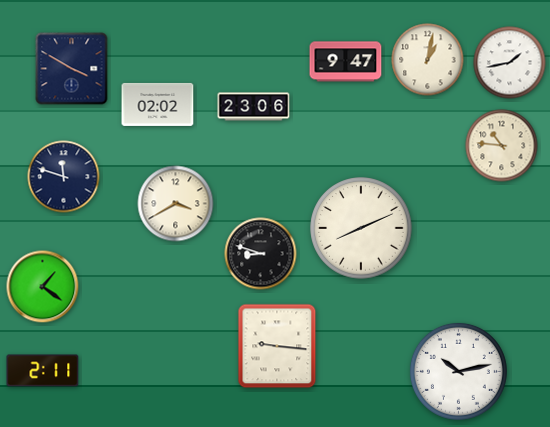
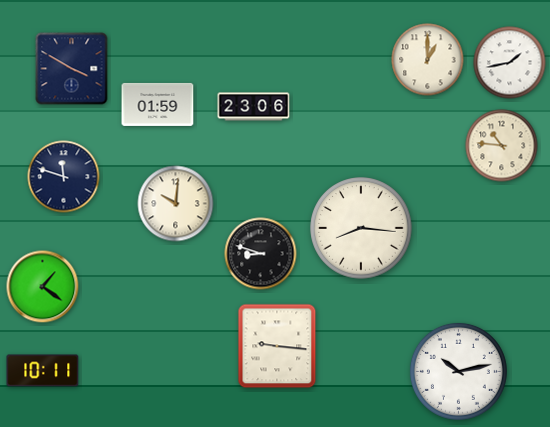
clock at (428, 60): 1:02 -> 1:00
clock at (346, 62): 9:47 -> none
clock at (158, 104): 02:02 -> 01:59
clock at (176, 204): 3:40 -> 10:01
clock at (361, 228): 8:11 -> 8:16
clock at (43, 371): 2:11 -> 10:11
